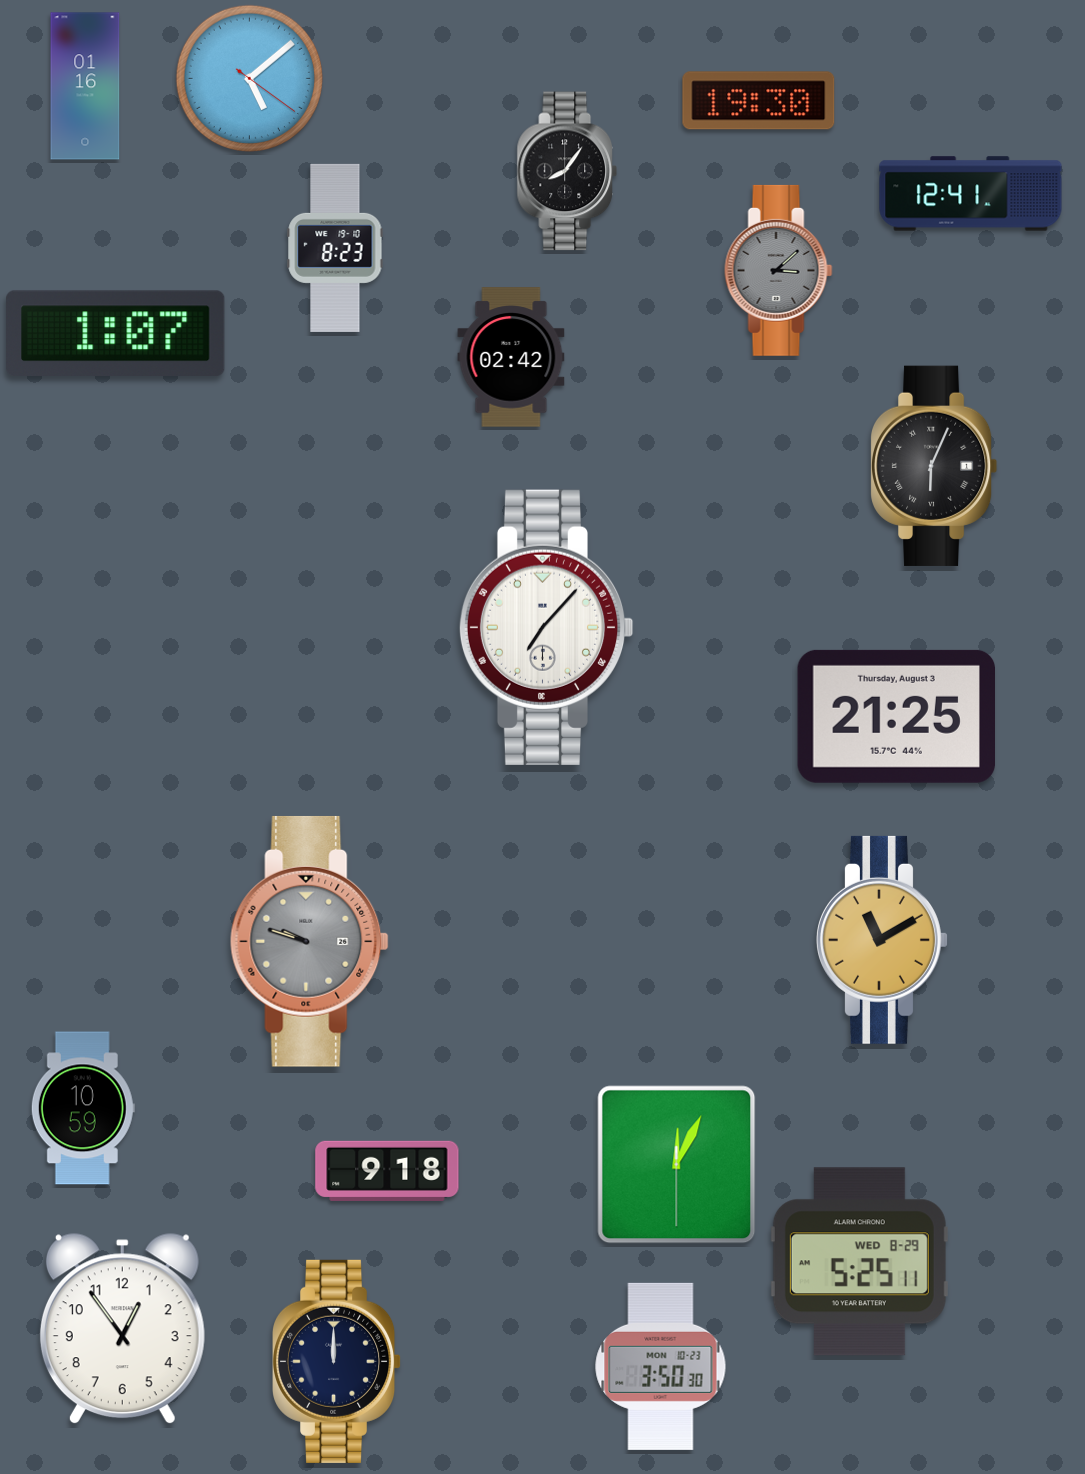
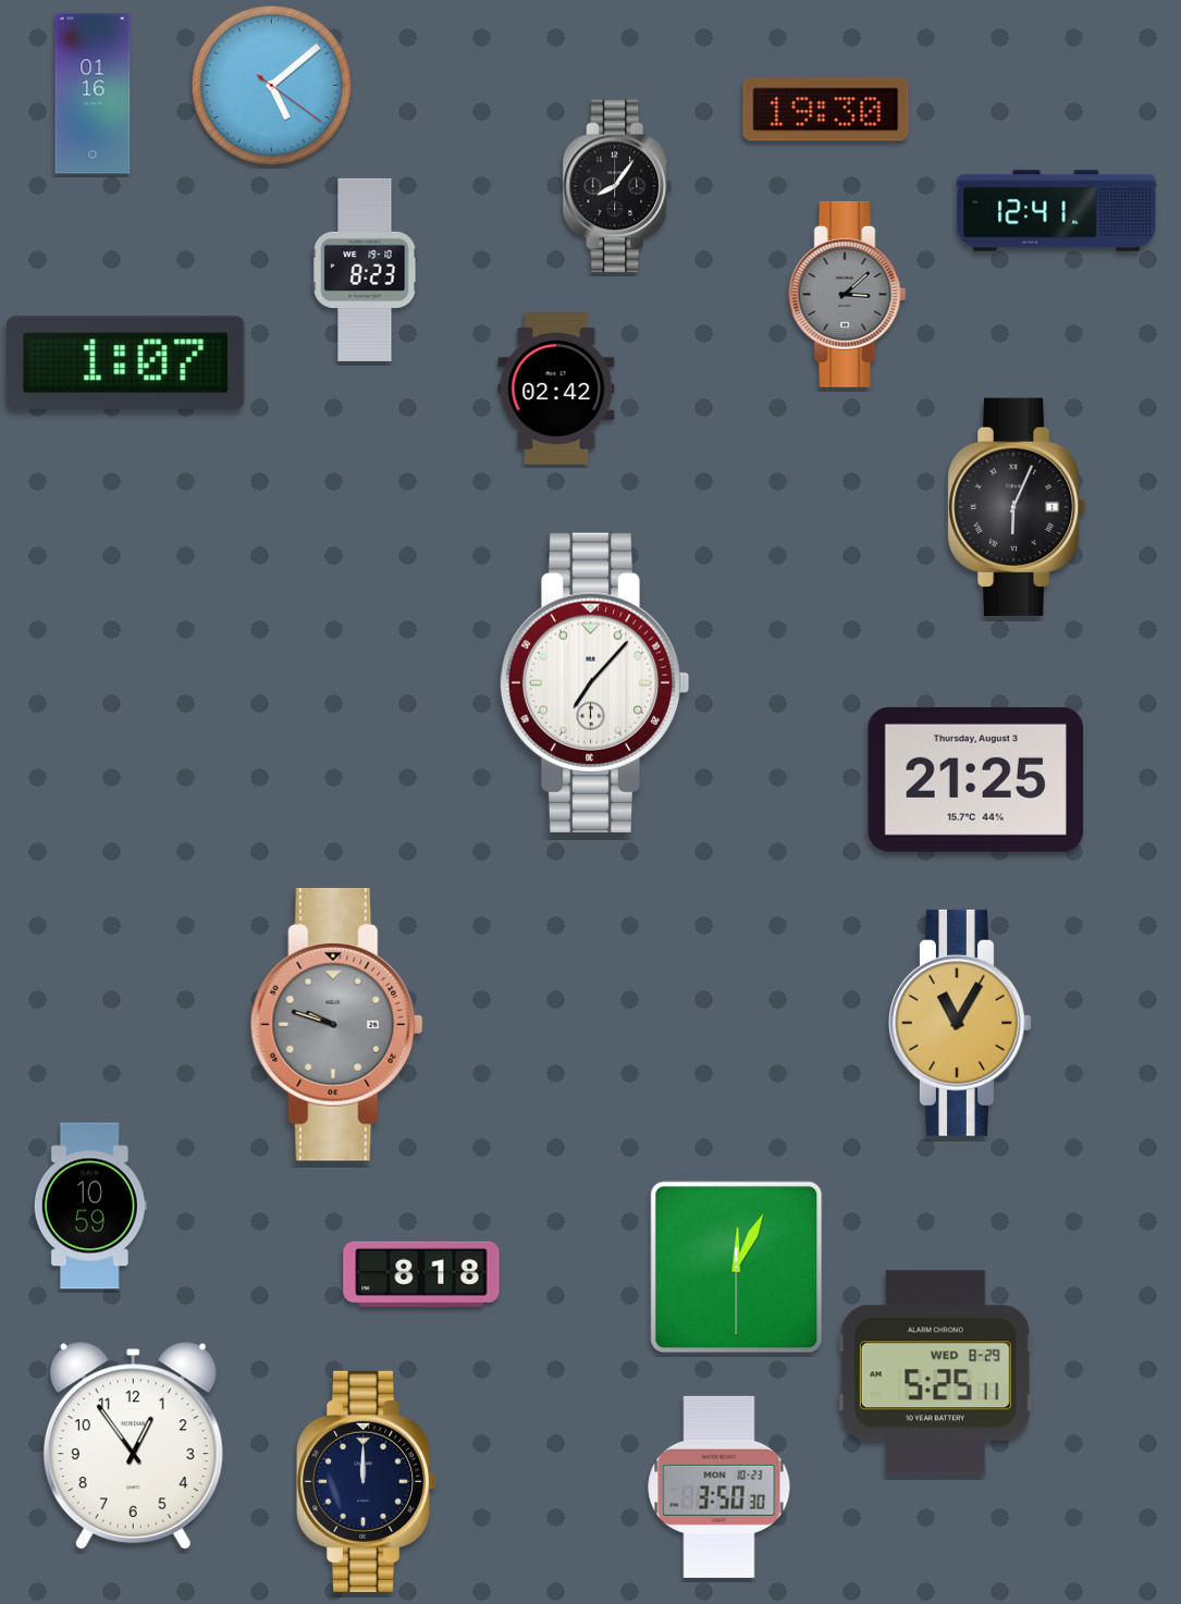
clock at (883, 940): 11:10 -> 11:05
clock at (387, 1171): 9:18 -> 8:18
